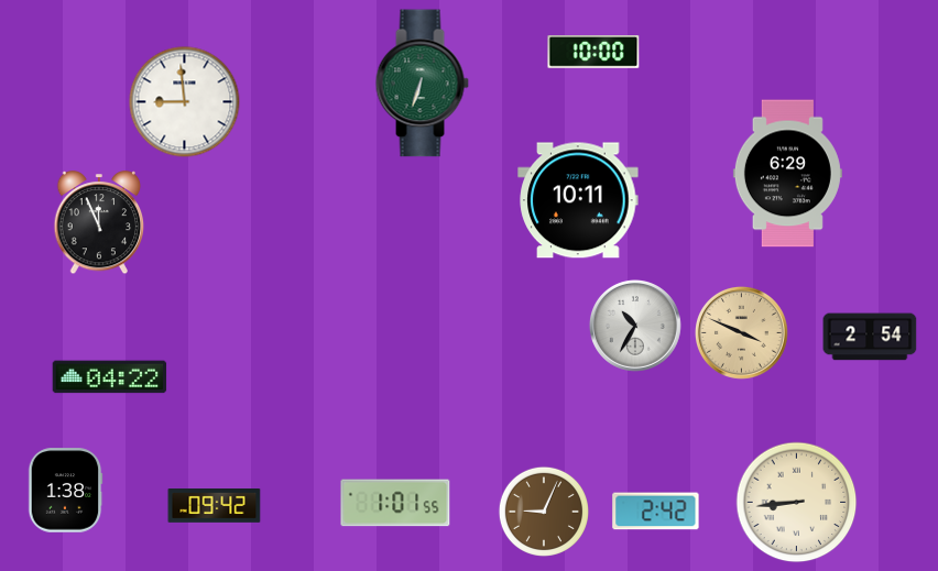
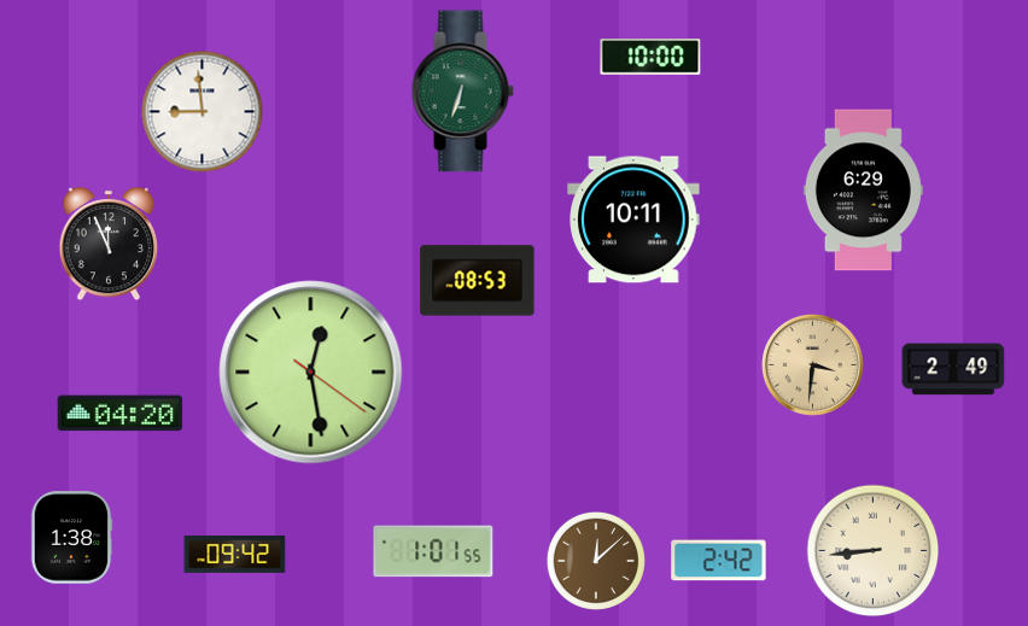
clock at (478, 281): none -> 08:53
clock at (635, 326): 10:35 -> none
clock at (742, 333): 3:49 -> 3:31
clock at (870, 337): 2:54 -> 2:49
clock at (311, 373): none -> 12:28
clock at (110, 377): 04:22 -> 04:20
clock at (544, 512): 9:04 -> 12:08
